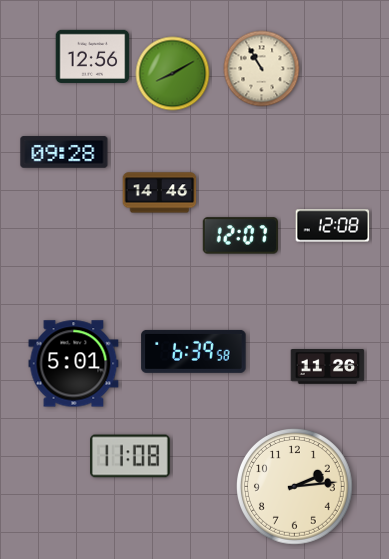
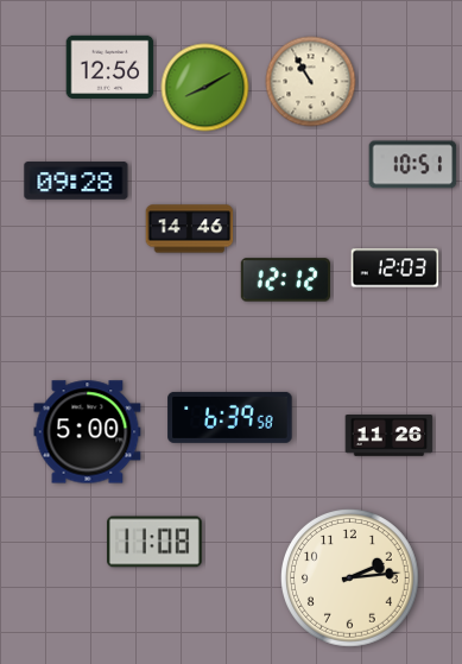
clock at (413, 165): none -> 10:51
clock at (333, 226): 12:08 -> 12:03
clock at (240, 236): 12:07 -> 12:12
clock at (74, 364): 5:01 -> 5:00
